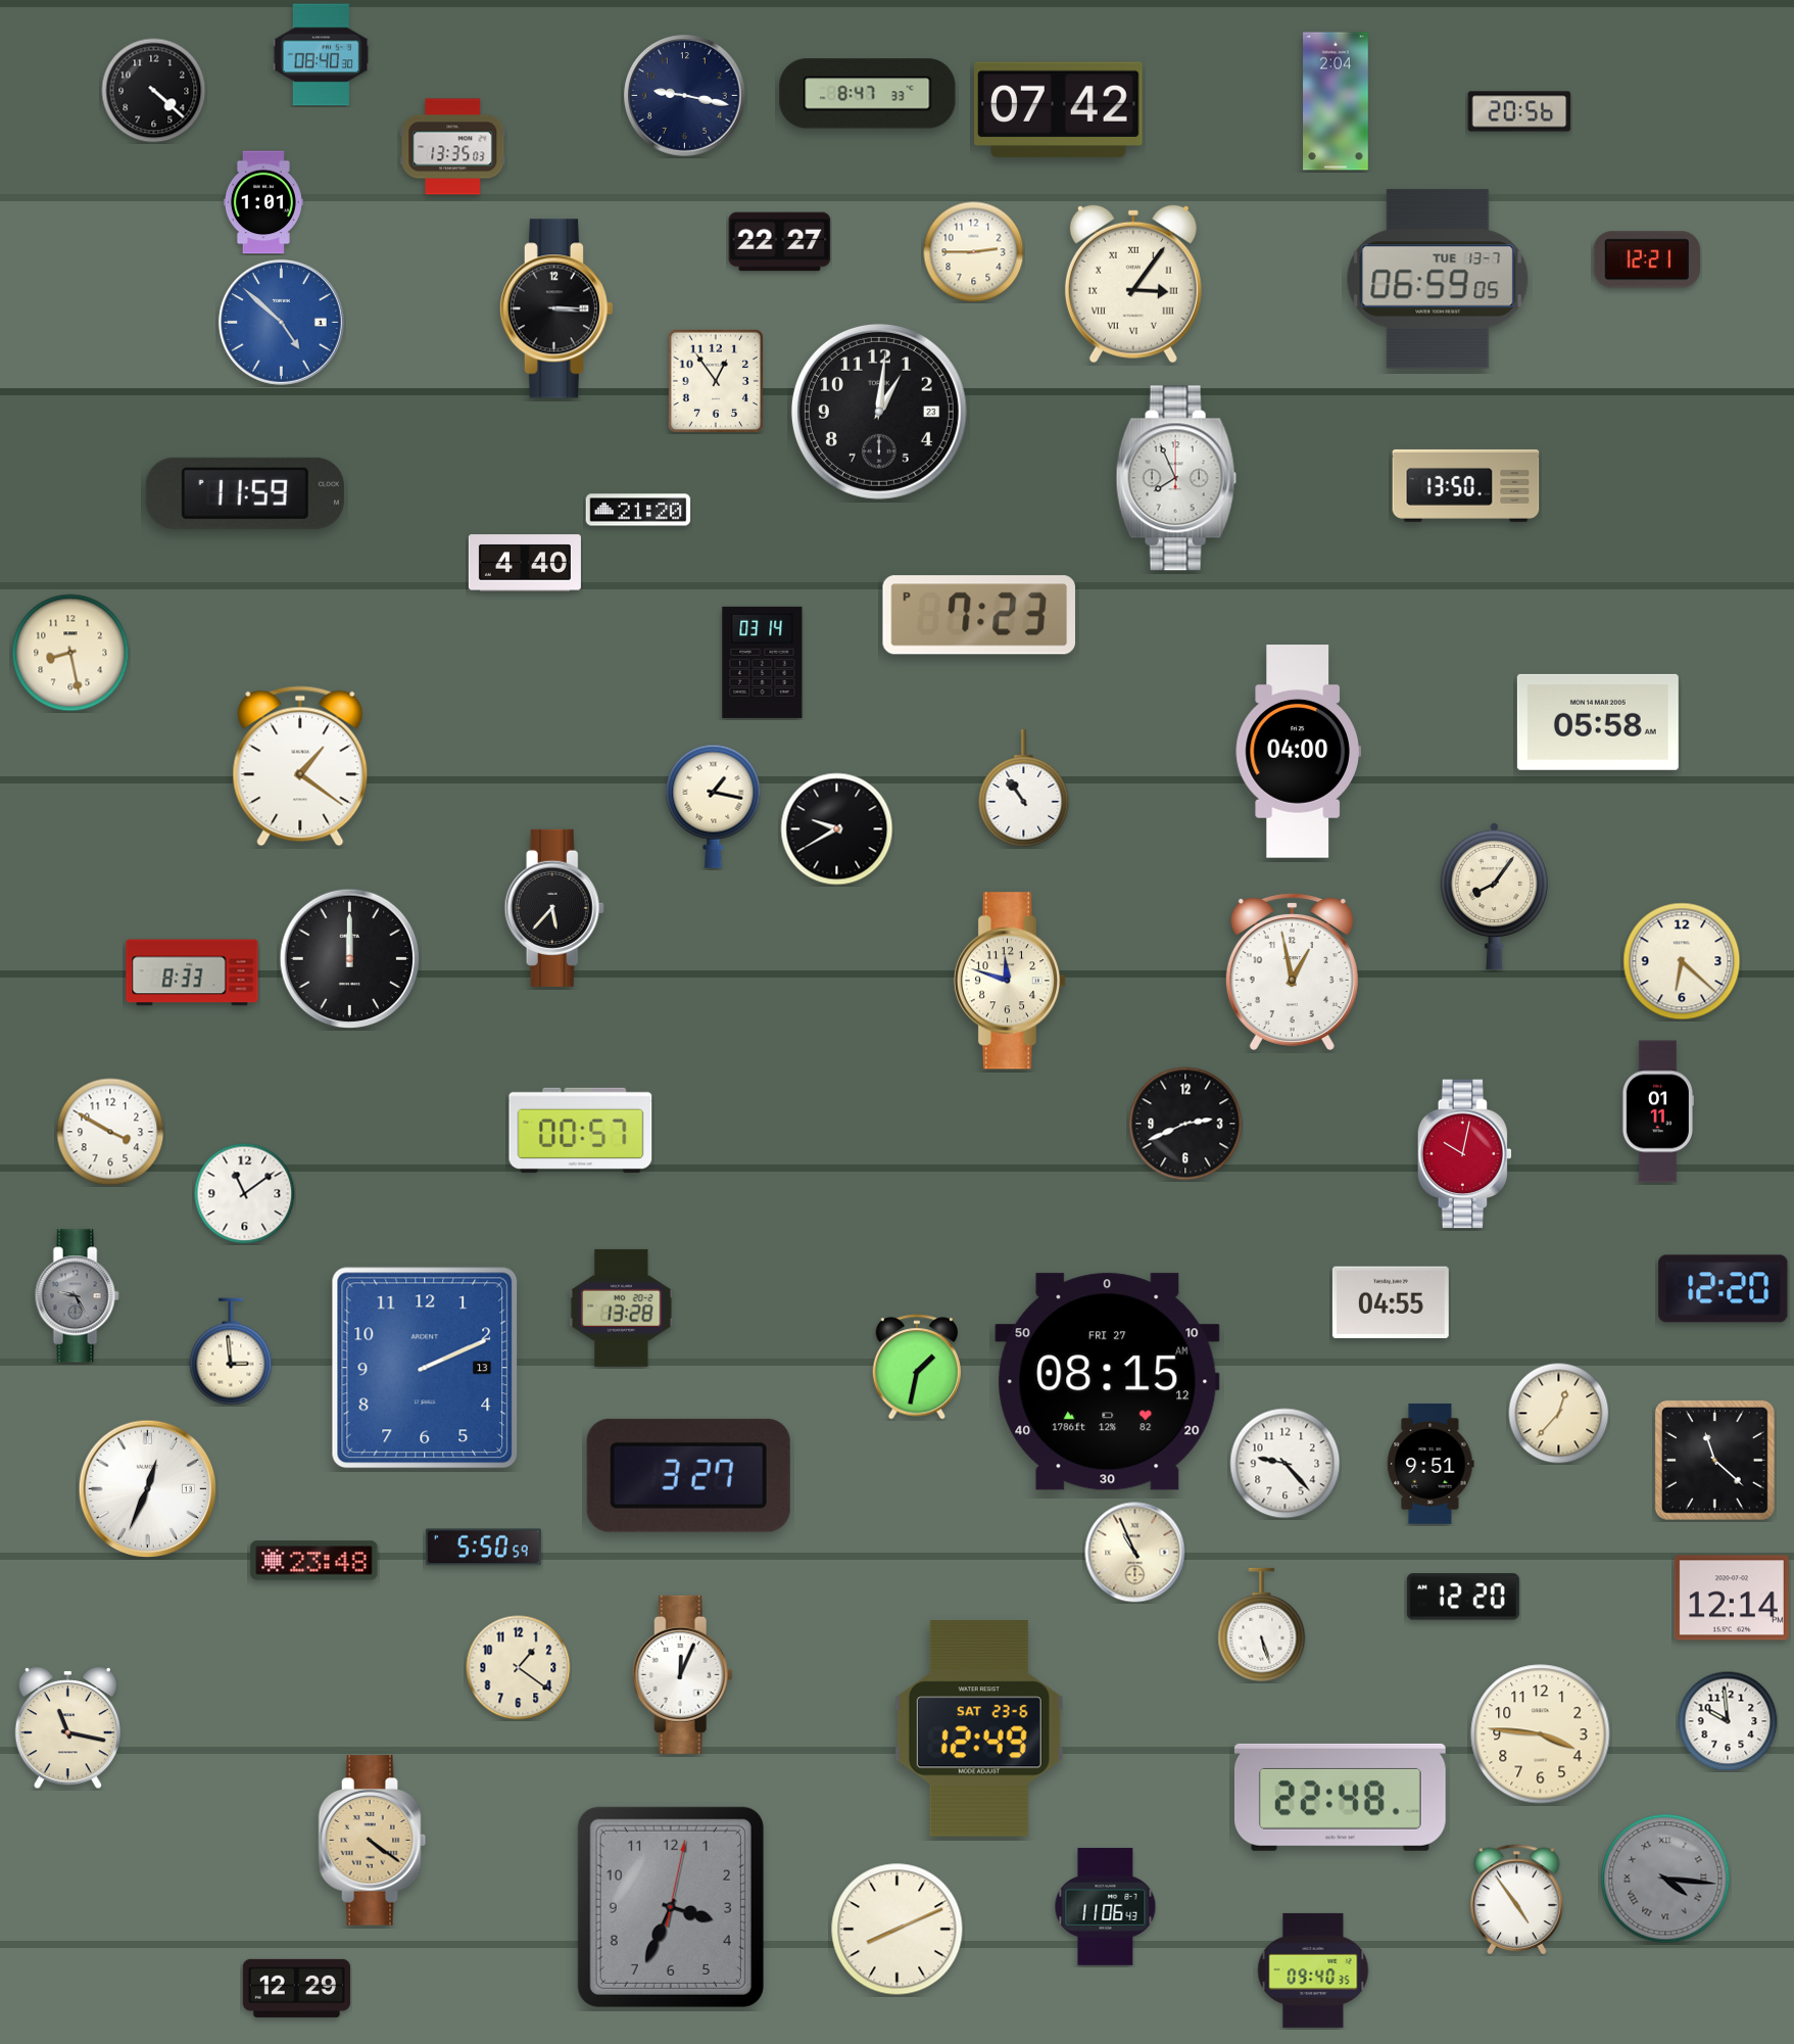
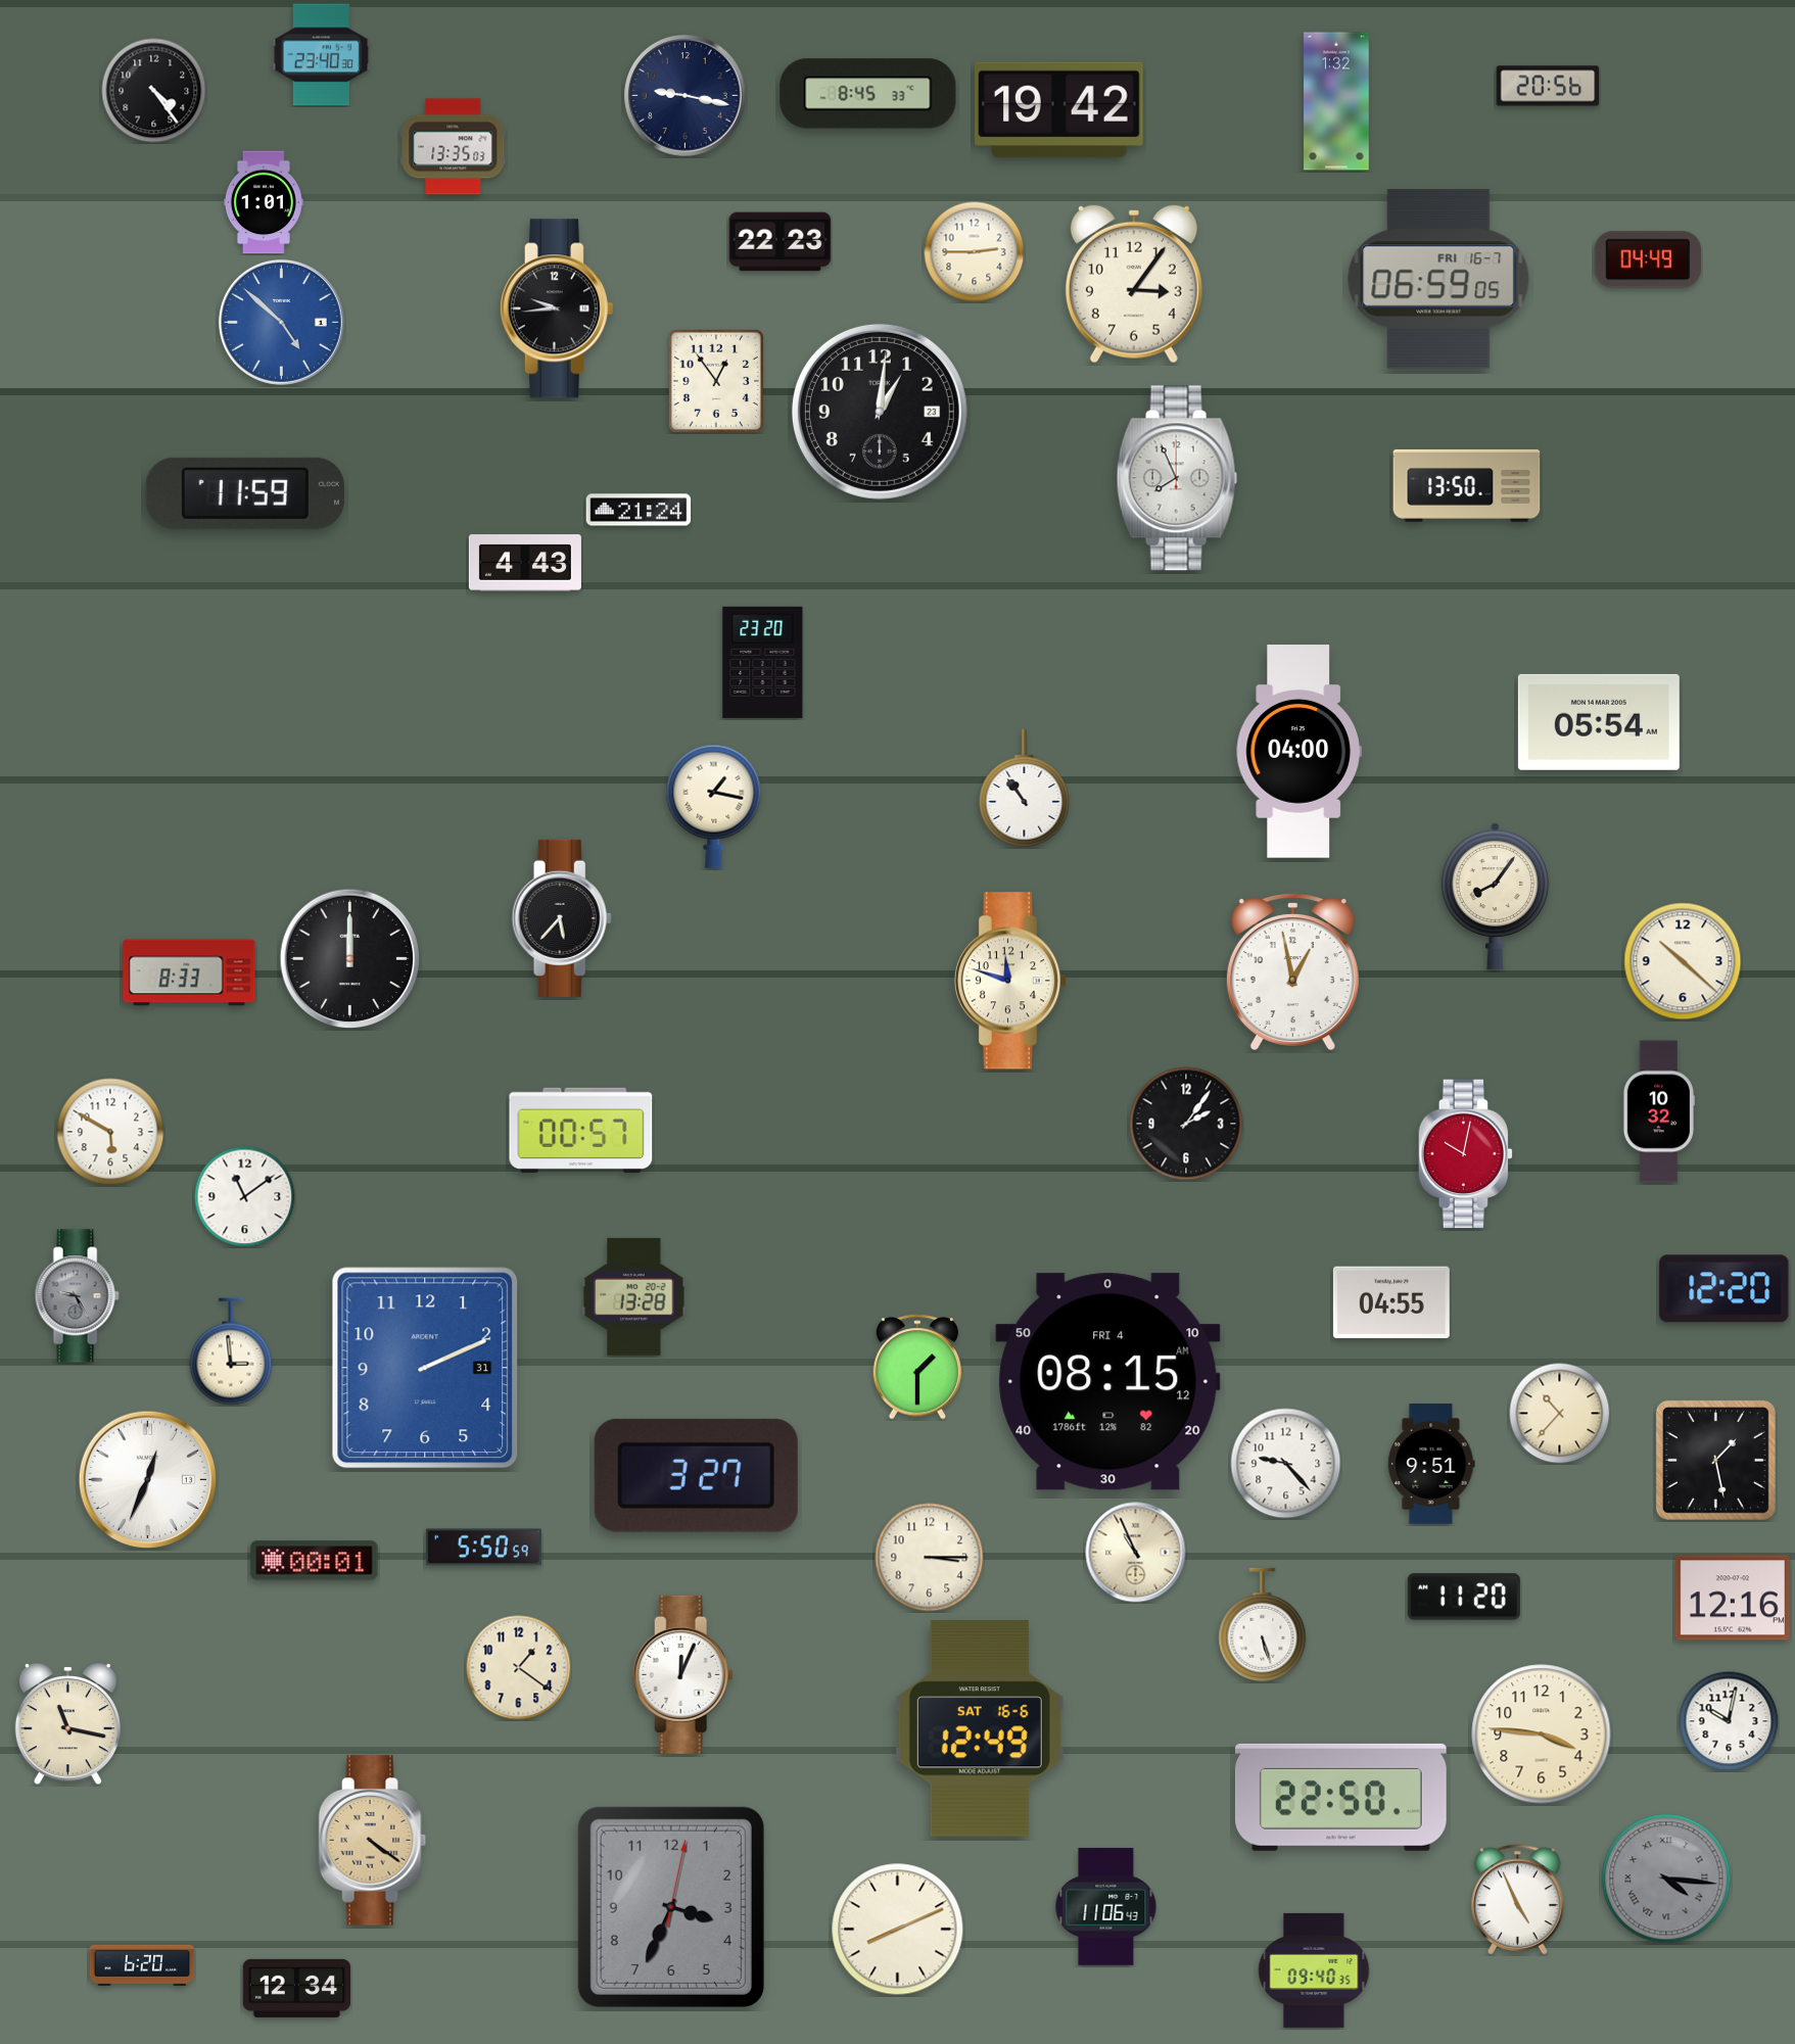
clock at (322, 55): 08:40 -> 23:40
clock at (154, 91): 4:22 -> 4:24
clock at (868, 94): 8:47 -> 8:45
clock at (1336, 101): 2:04 -> 1:32
clock at (1059, 110): 07:42 -> 19:42
clock at (1519, 111) position: (1519, 111) -> (1548, 86)
clock at (780, 242): 22:27 -> 22:23
clock at (1646, 259): 12:21 -> 04:49
clock at (1438, 279) date: TUE 13-7 -> FRI 16-7
clock at (1133, 284) numerals: Roman -> Arabic
clock at (555, 308): 3:15 -> 9:44
clock at (638, 510): 21:20 -> 21:24
clock at (525, 563): 4:40 -> 4:43
clock at (978, 615): 7:23 -> none
clock at (70, 653): 8:28 -> none
clock at (763, 662): 03:14 -> 23:20
clock at (1598, 722): 05:58 -> 05:54
clock at (300, 766): 1:21 -> none
clock at (837, 829): 9:40 -> none
clock at (554, 908) position: (554, 908) -> (562, 918)
clock at (1682, 961): 6:22 -> 10:22
clock at (192, 972) position: (192, 972) -> (189, 972)
clock at (1657, 1111): 01:11 -> 10:32
clock at (1185, 1124): 2:41 -> 2:06
clock at (110, 1132): 3:50 -> 5:50
clock at (245, 1194) position: (245, 1194) -> (245, 1197)
clock at (622, 1308) position: (622, 1308) -> (634, 1296)
clock at (916, 1367): 1:32 -> 1:30
clock at (425, 1368) date: 13 -> 31
clock at (1108, 1382) date: FRI 27 -> FRI 4
clock at (1559, 1414): 12:37 -> 10:37
clock at (1714, 1460): 11:22 -> 1:28
clock at (688, 1475) position: (688, 1475) -> (696, 1475)
clock at (147, 1488) position: (147, 1488) -> (147, 1479)
clock at (930, 1558): none -> 3:15
clock at (314, 1561): 23:48 -> 00:01
clock at (1463, 1597): 12:20 -> 11:20
clock at (1732, 1598): 12:14 -> 12:16
clock at (1728, 1721): 9:59 -> 10:02
clock at (979, 1728) date: SAT 23-6 -> SAT 16-6
clock at (67, 1729) position: (67, 1729) -> (67, 1725)
clock at (1340, 1797): 22:48 -> 22:50
clock at (1517, 1899): 4:54 -> 4:56
clock at (142, 1965): none -> 6:20
clock at (297, 1988): 12:29 -> 12:34
